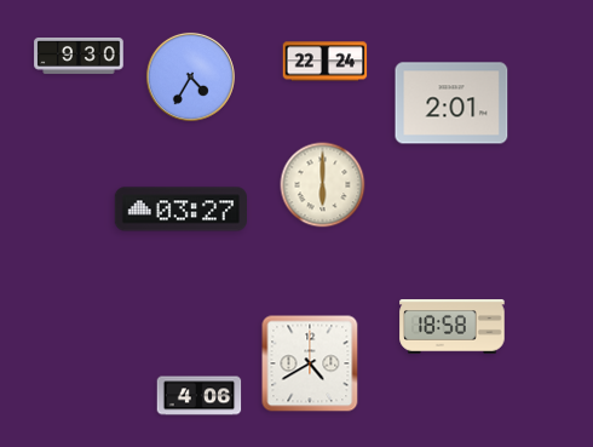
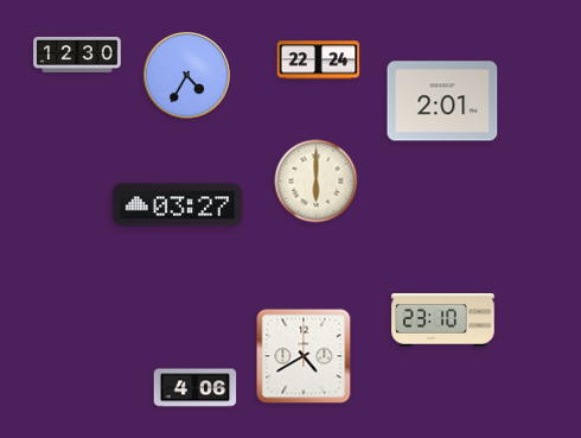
clock at (79, 57): 9:30 -> 12:30
clock at (453, 327): 18:58 -> 23:10
